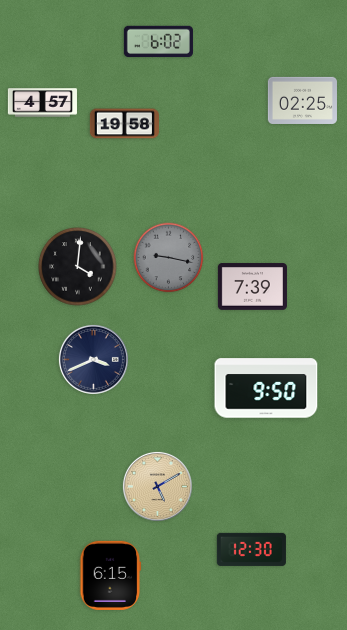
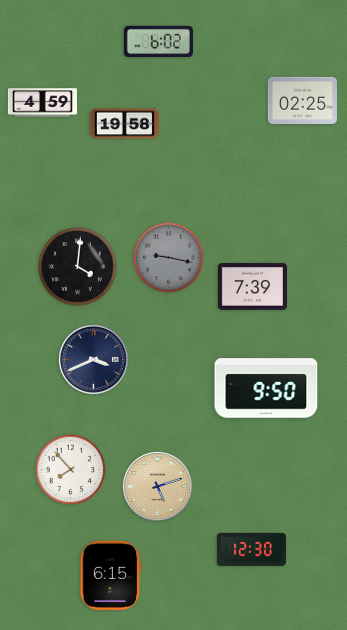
clock at (42, 103): 4:57 -> 4:59
clock at (71, 470): none -> 7:53
clock at (157, 486): 5:10 -> 5:12
